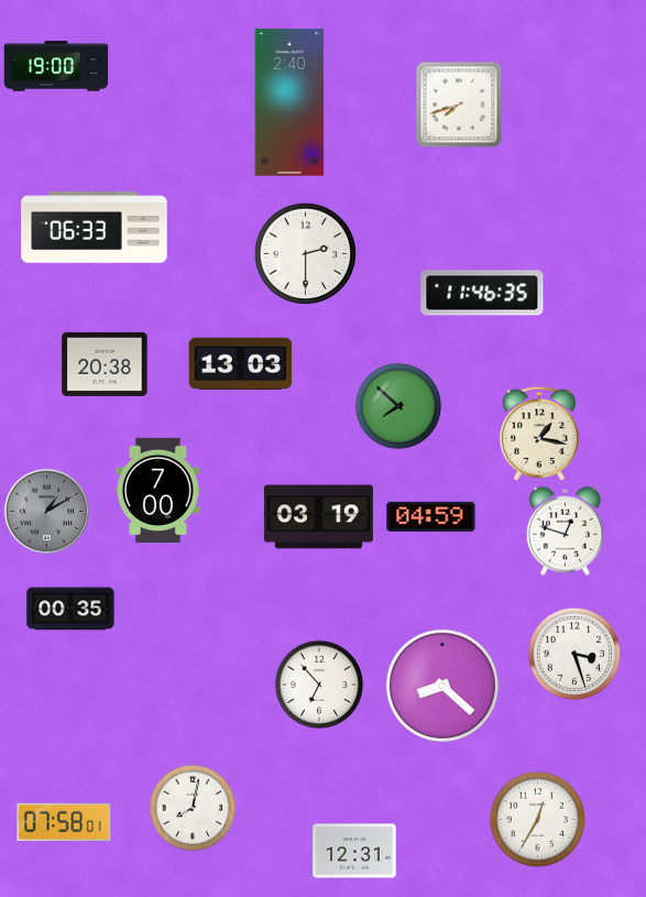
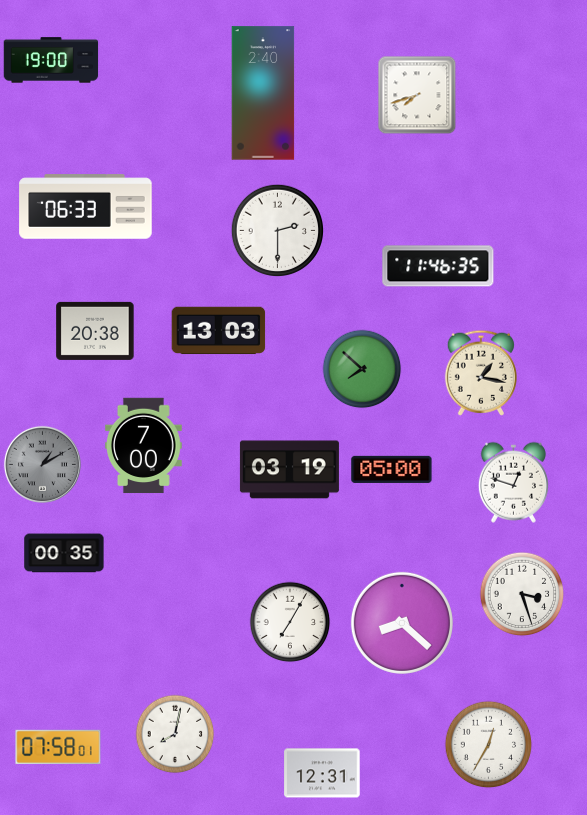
clock at (539, 434) position: (539, 434) -> (481, 373)
clock at (431, 516): 04:59 -> 05:00
clock at (319, 685): 6:53 -> 7:05
